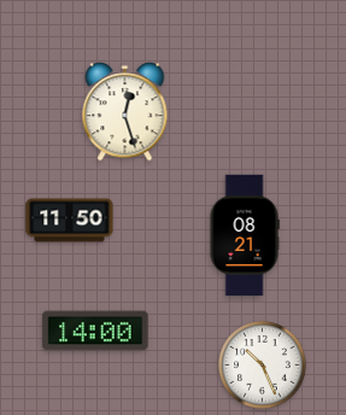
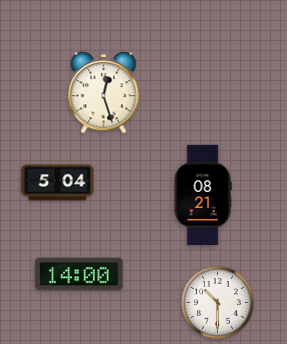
clock at (70, 221): 11:50 -> 5:04
clock at (263, 366): 10:26 -> 10:30
